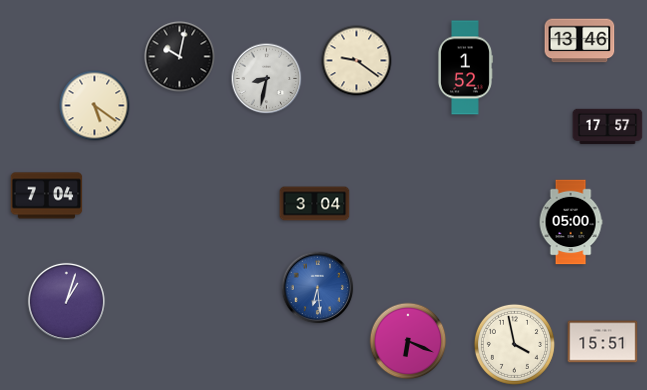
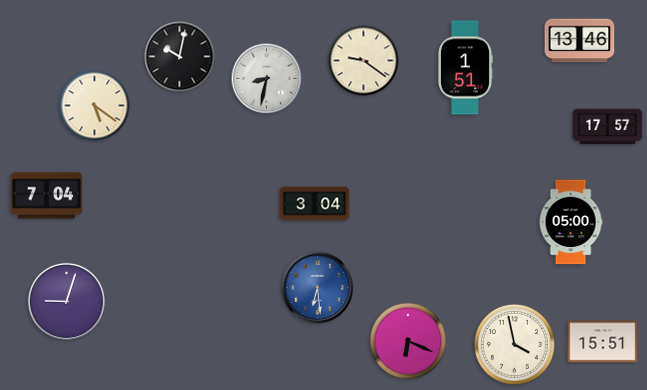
clock at (357, 61) position: (357, 61) -> (364, 61)
clock at (466, 68): 1:52 -> 1:51
clock at (66, 301): 1:03 -> 9:03
